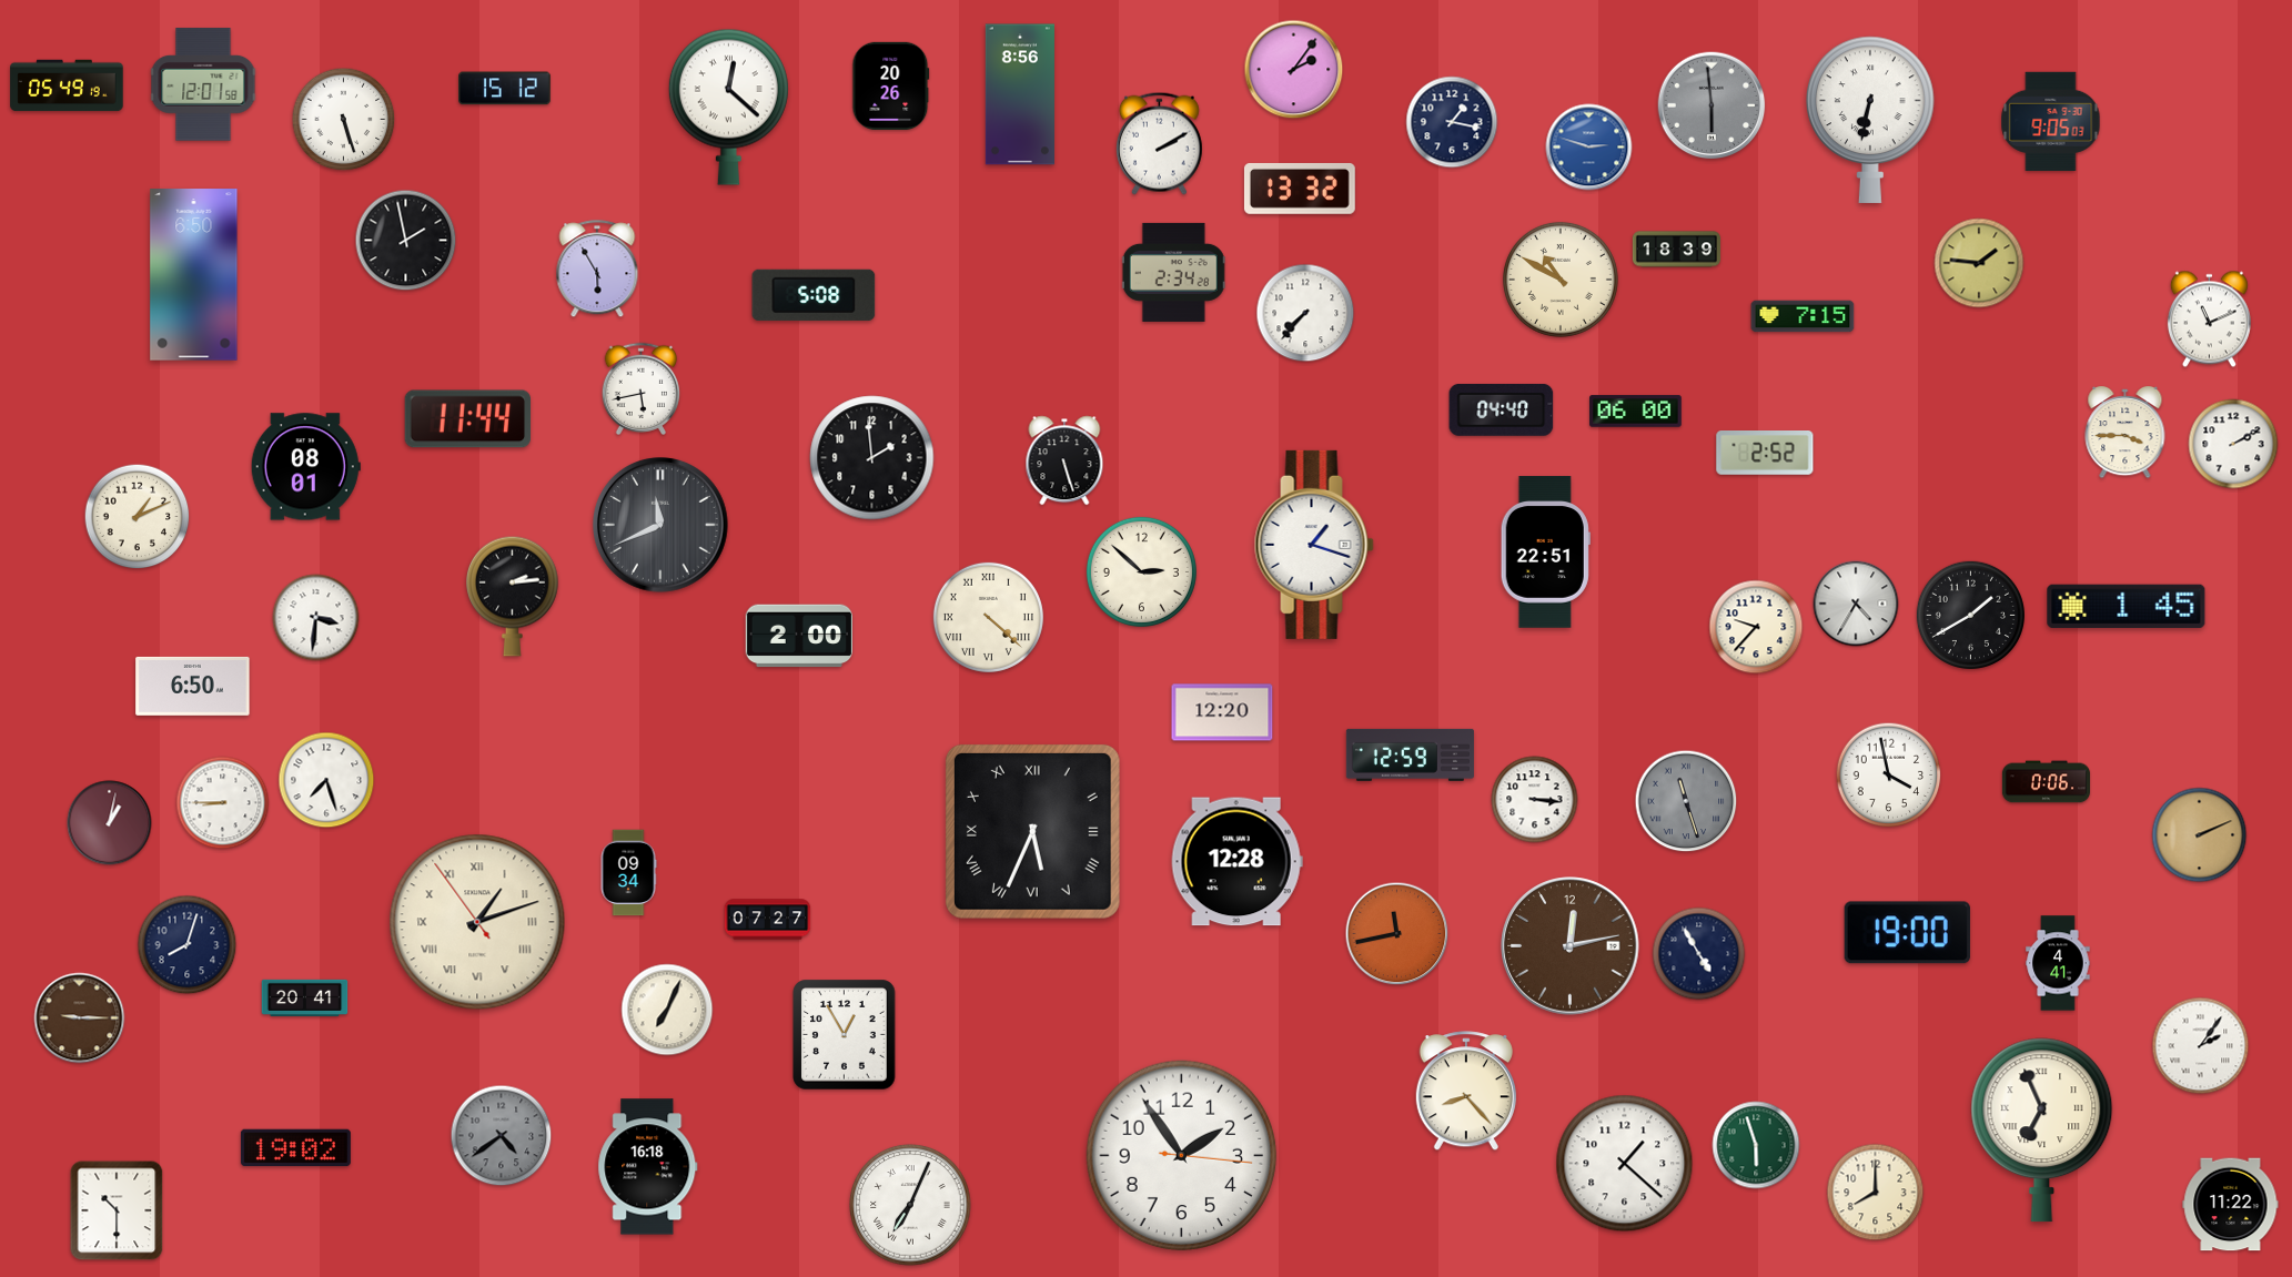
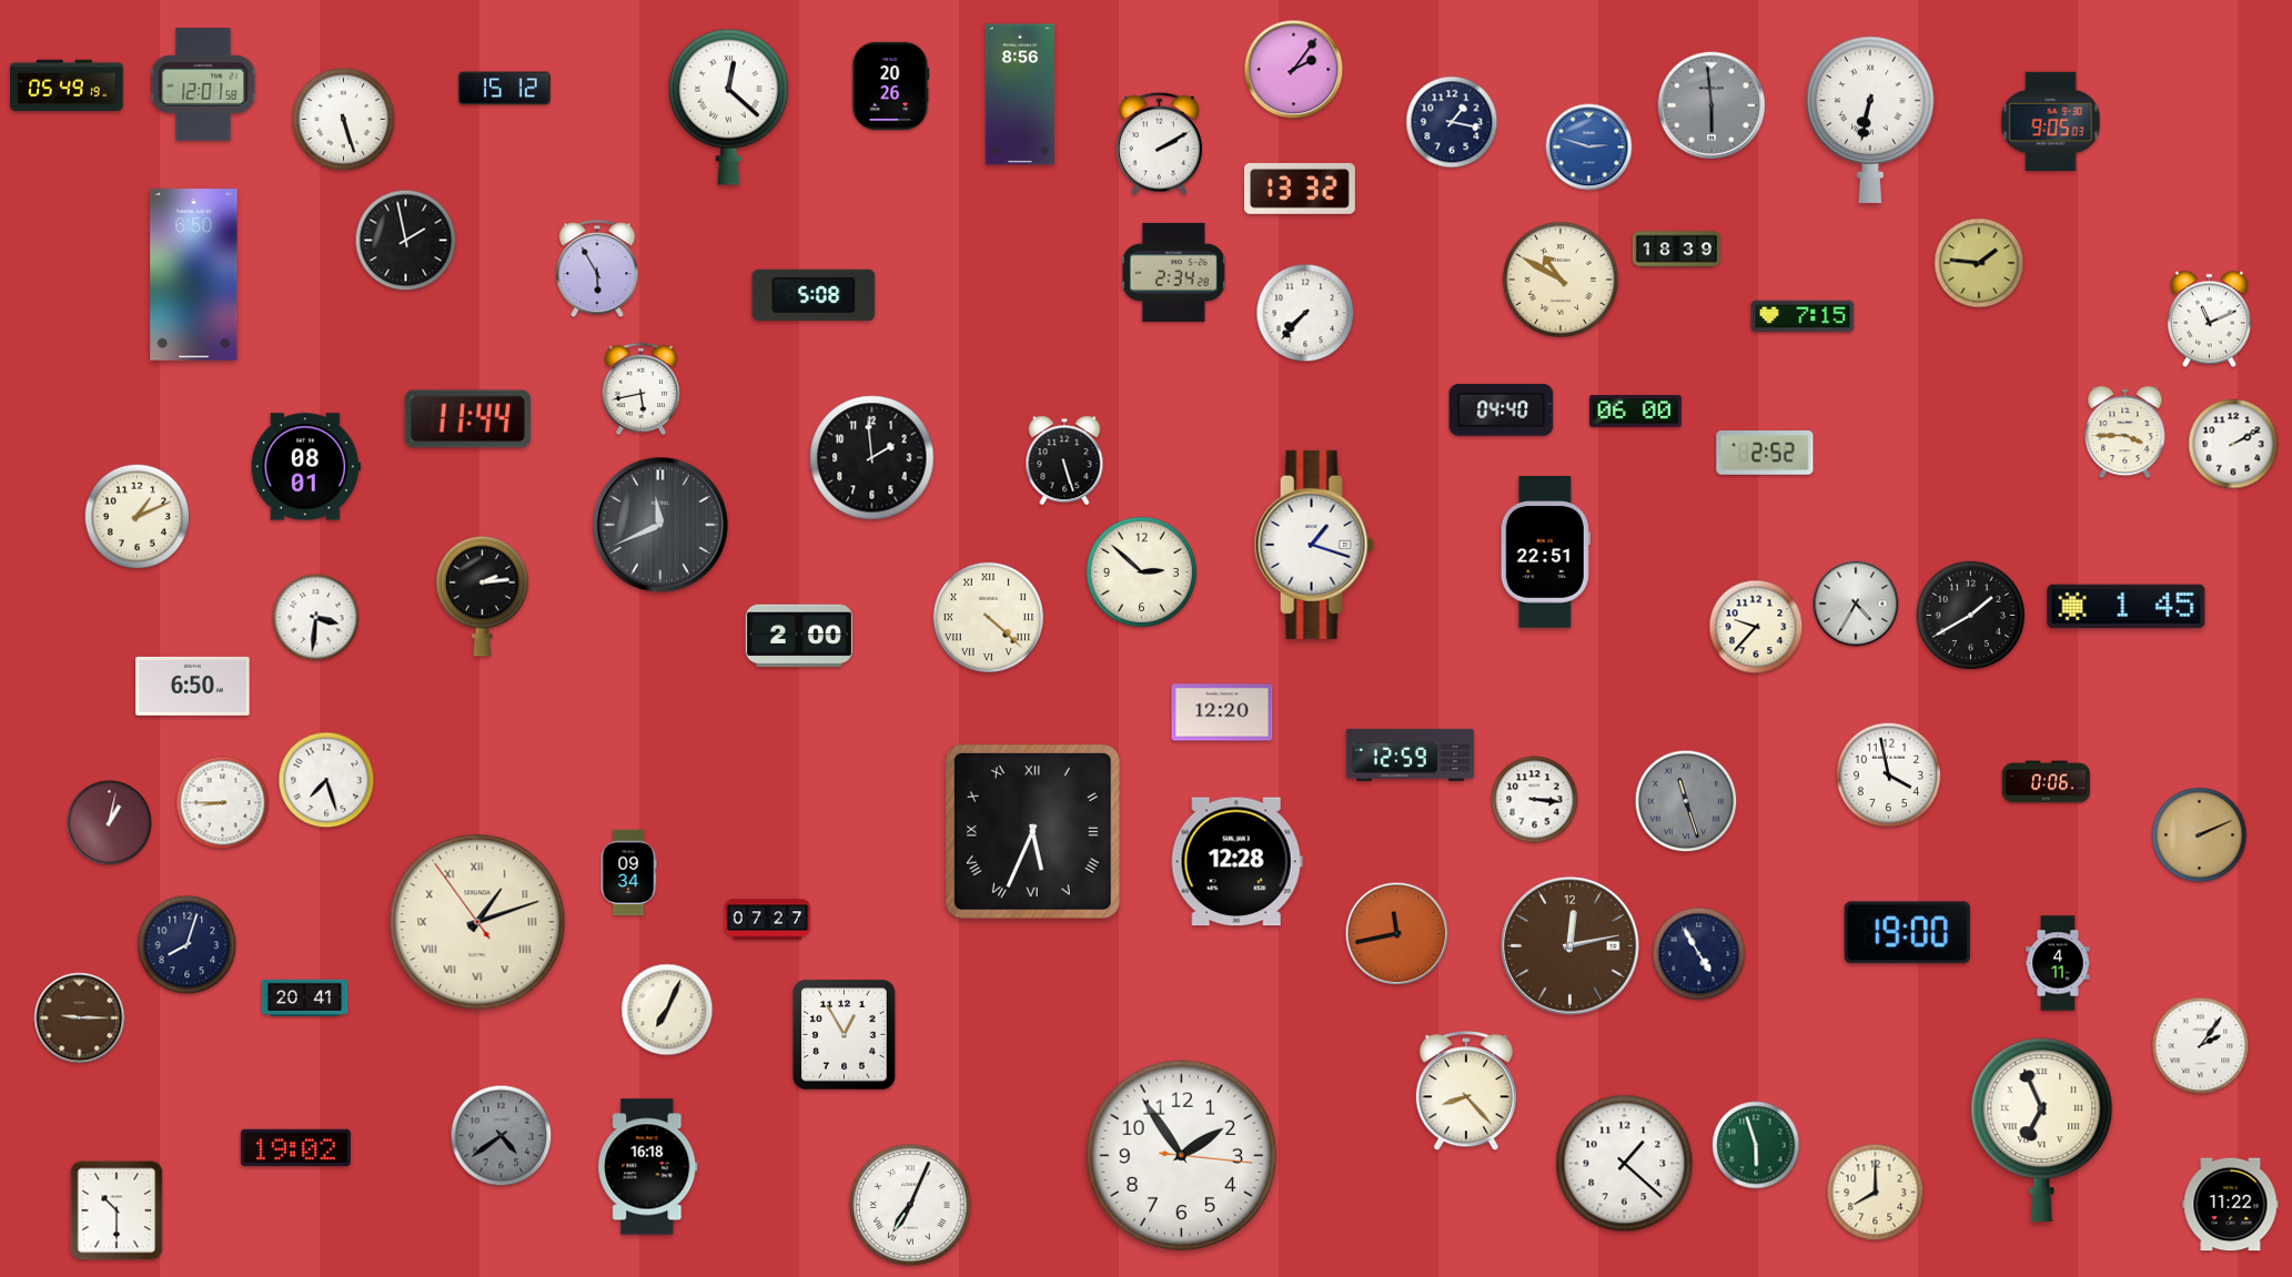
clock at (513, 596) position: (513, 596) -> (483, 596)
clock at (2058, 963): 4:41 -> 4:11
